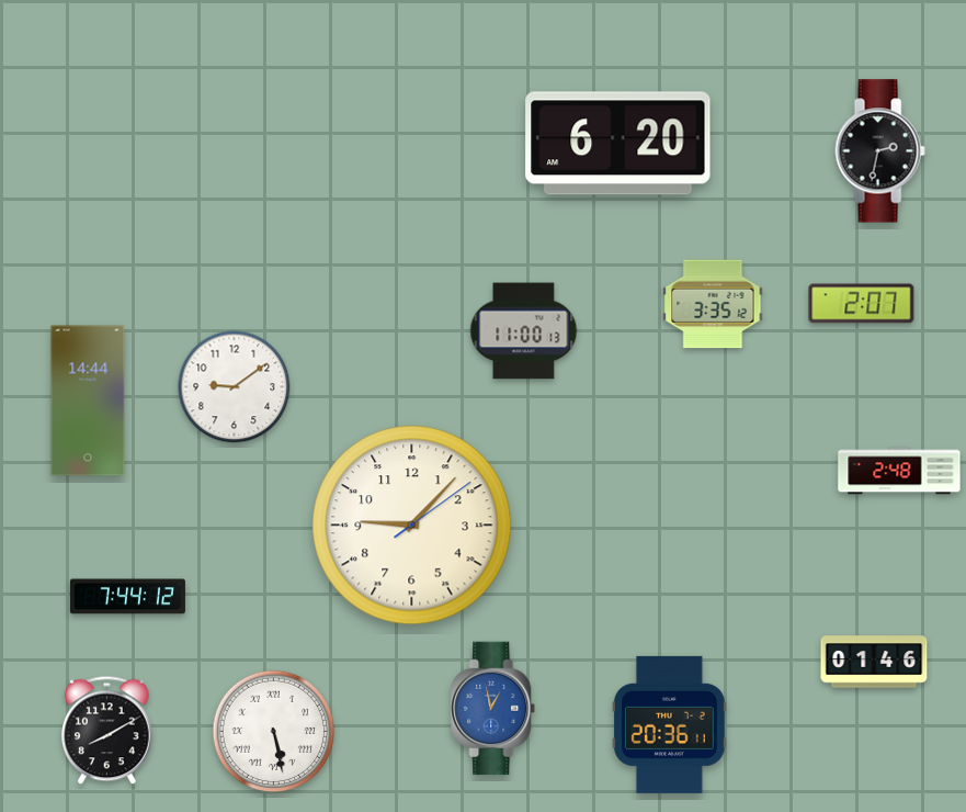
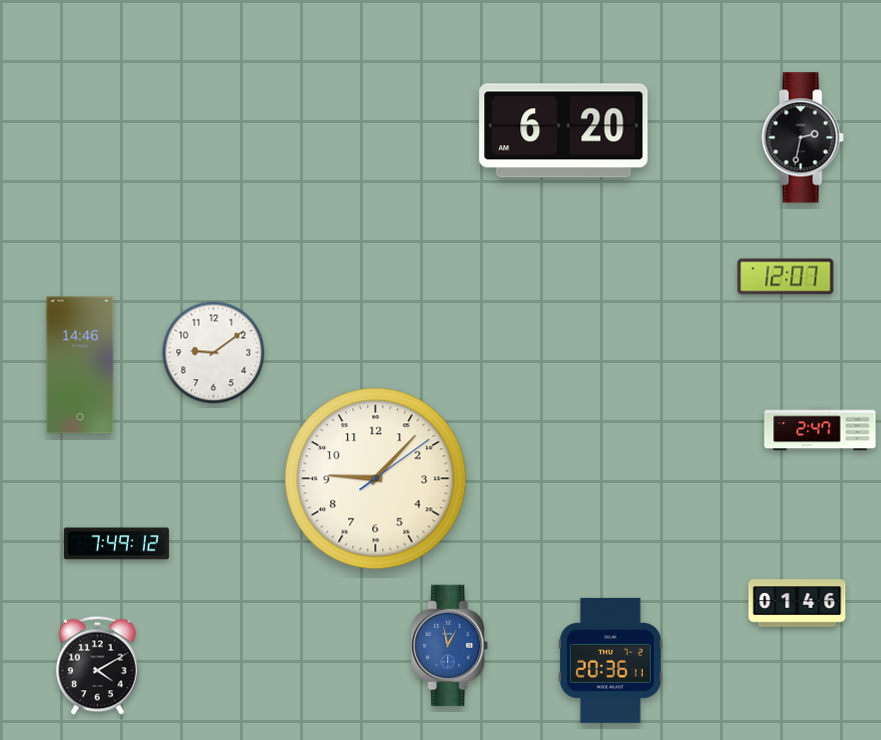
clock at (713, 304): 3:35 -> none
clock at (862, 304): 2:07 -> 12:07
clock at (524, 331): 11:00 -> none
clock at (88, 401): 14:44 -> 14:46
clock at (899, 471): 2:48 -> 2:47
clock at (127, 597): 7:44 -> 7:49
clock at (107, 731): 8:10 -> 4:10
clock at (274, 732): 5:28 -> none
